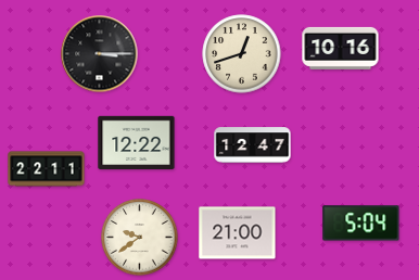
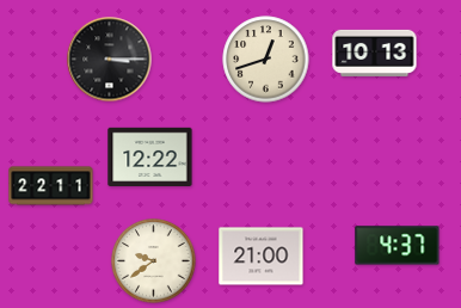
clock at (341, 48): 10:16 -> 10:13
clock at (253, 145): 12:47 -> none
clock at (361, 224): 5:04 -> 4:37
